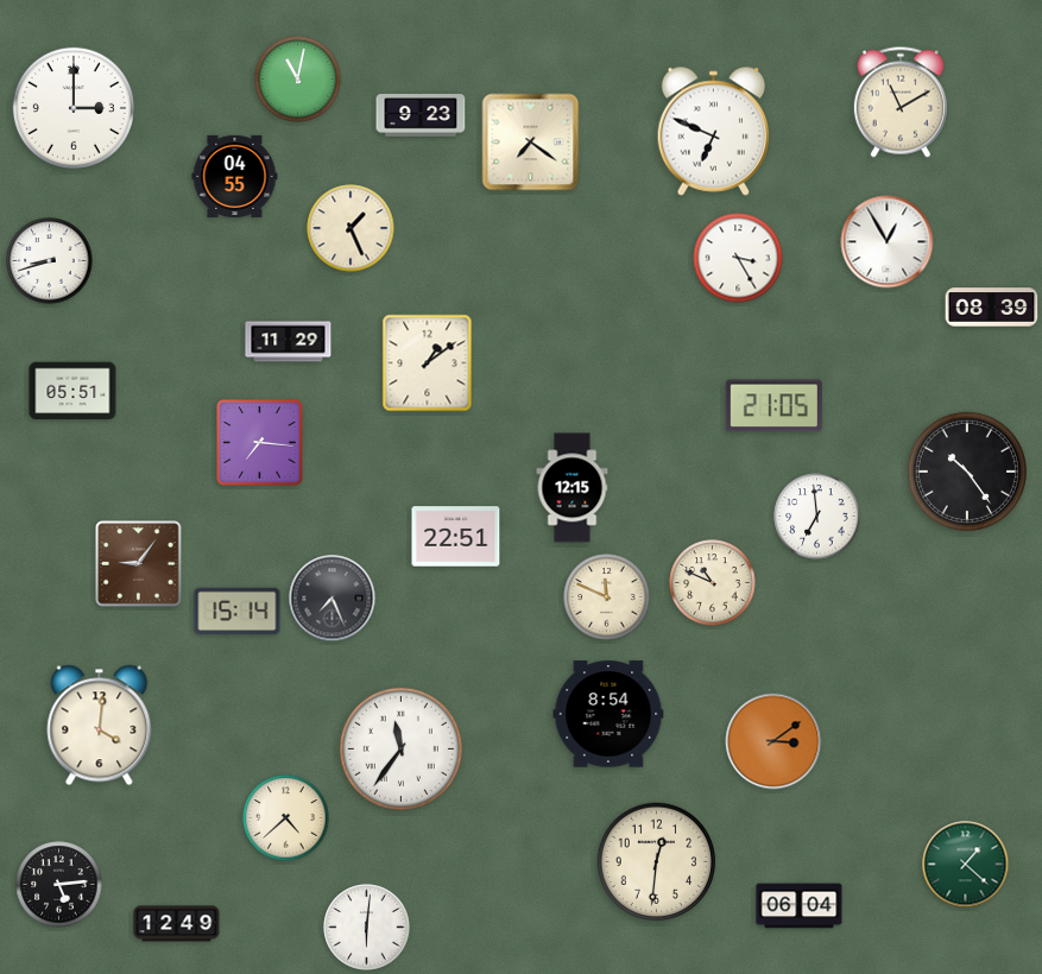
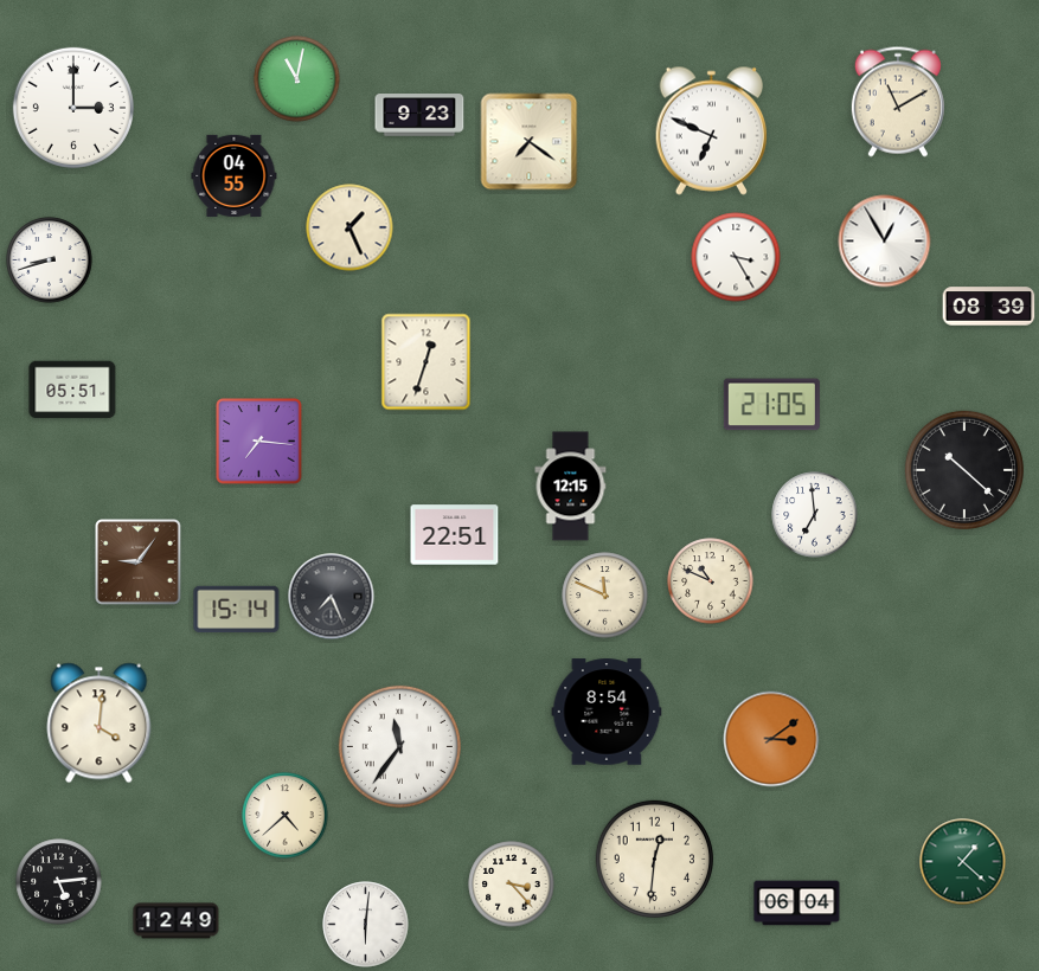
clock at (289, 342): 11:29 -> none
clock at (428, 363): 1:09 -> 12:33
clock at (967, 472): 10:24 -> 10:22
clock at (512, 885): none -> 3:23
